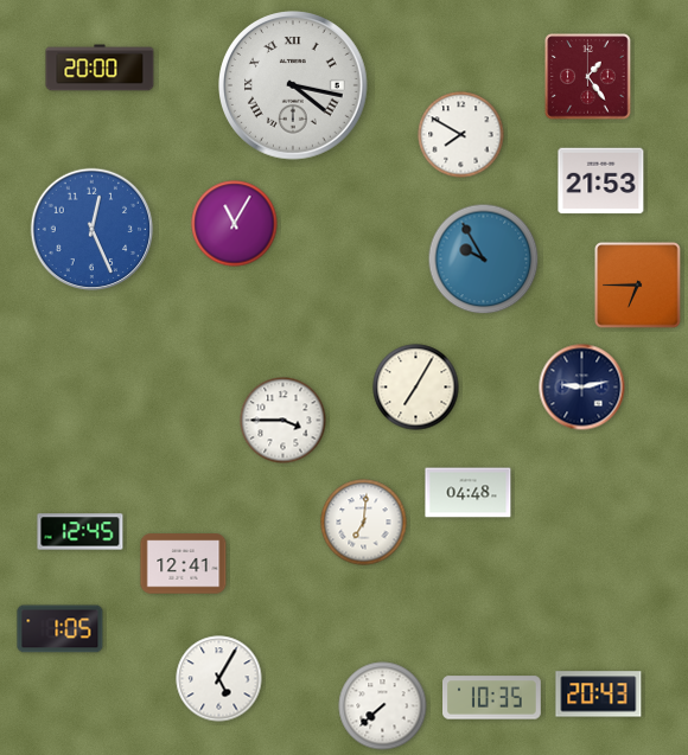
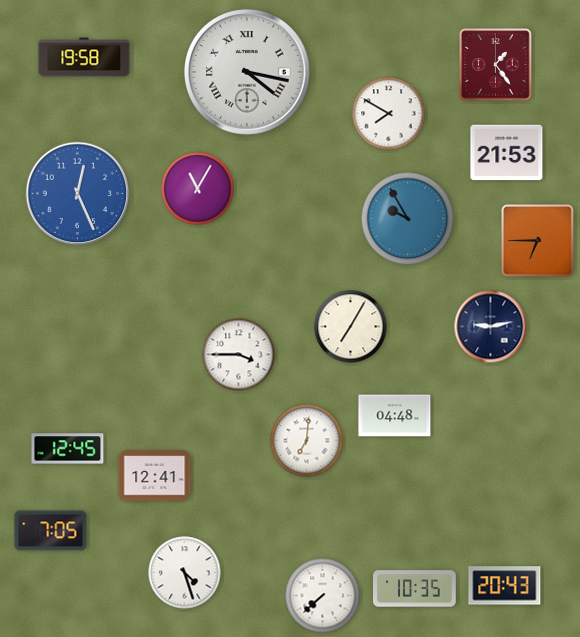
clock at (100, 68): 20:00 -> 19:58
clock at (60, 629): 1:05 -> 7:05
clock at (219, 679): 5:05 -> 4:27
